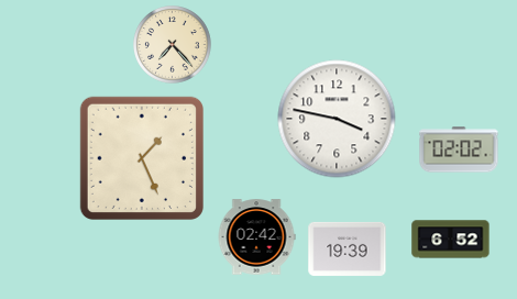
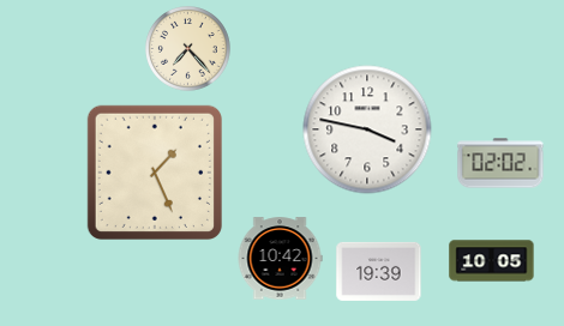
clock at (256, 237): 02:42 -> 10:42
clock at (451, 240): 6:52 -> 10:05
